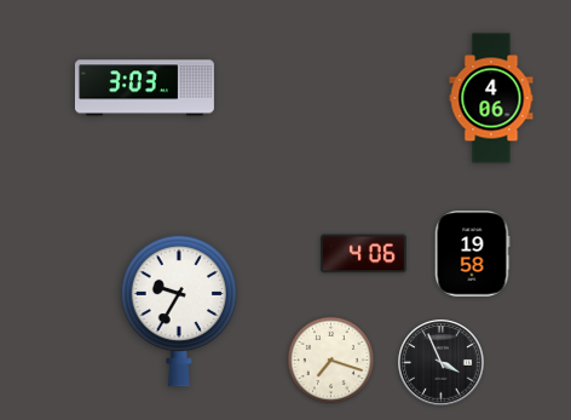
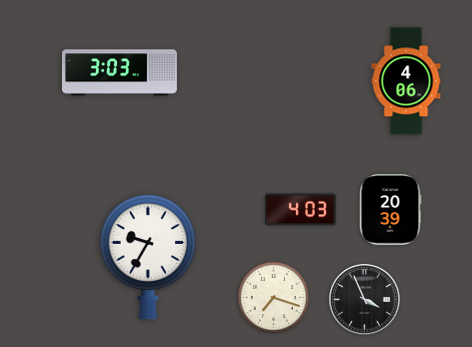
clock at (364, 254): 4:06 -> 4:03
clock at (472, 254): 19:58 -> 20:39
